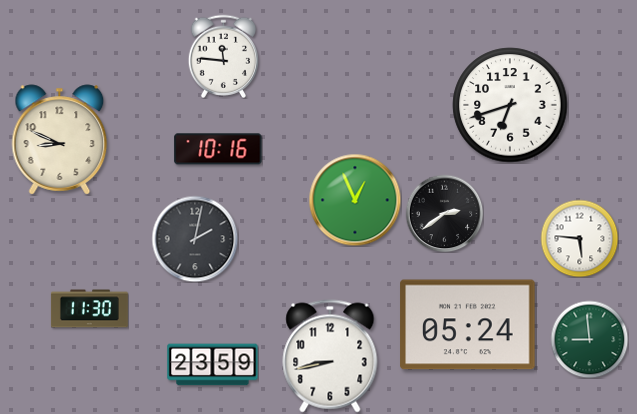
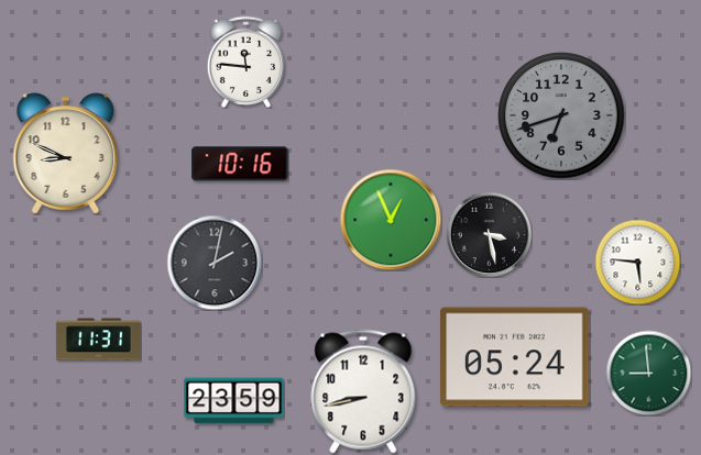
clock at (510, 105) dial: white -> grey
clock at (444, 213): 2:39 -> 3:28
clock at (89, 309): 11:30 -> 11:31
